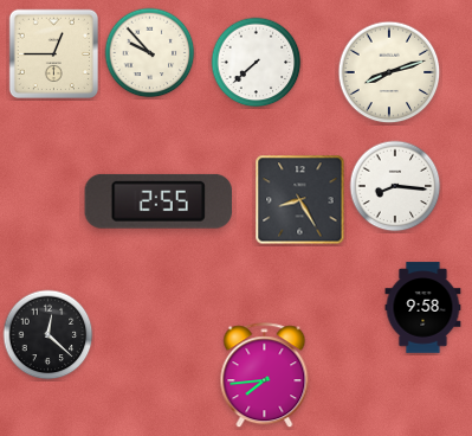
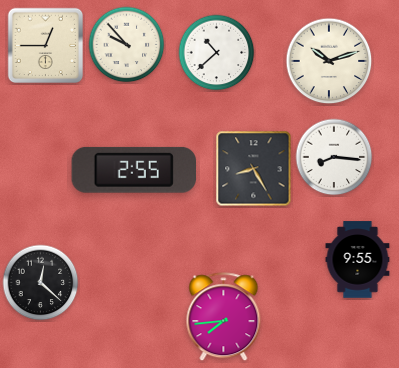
clock at (257, 63): 7:38 -> 10:38
clock at (389, 72): 8:12 -> 10:12
clock at (423, 308): 9:58 -> 9:55
